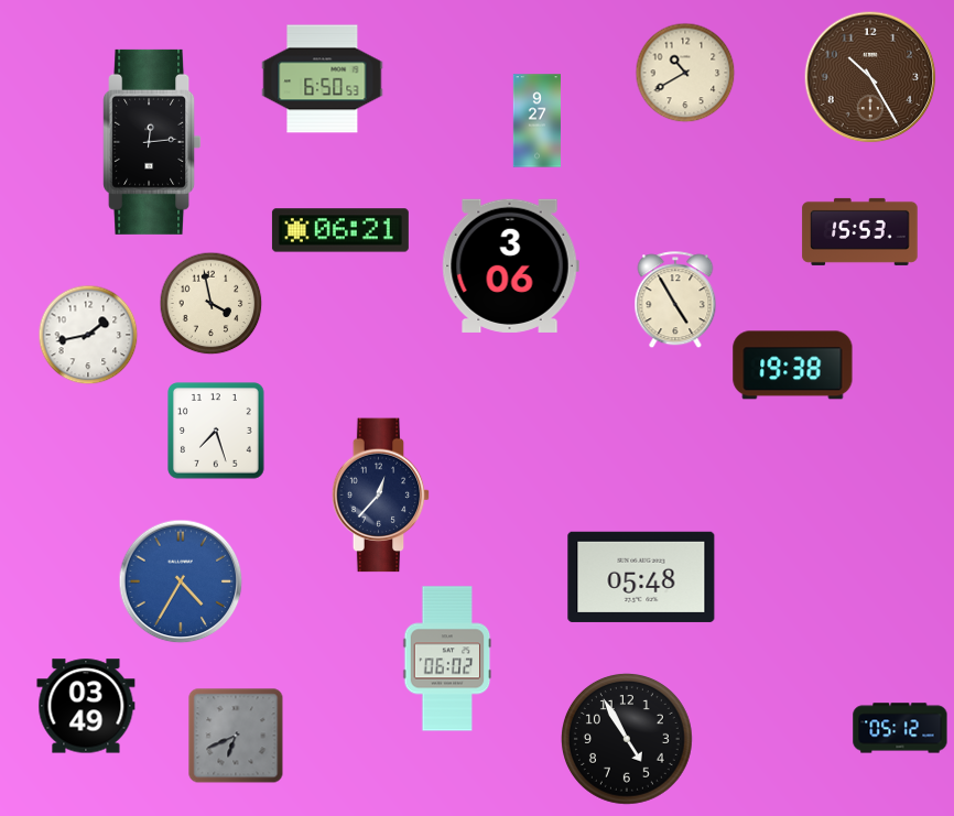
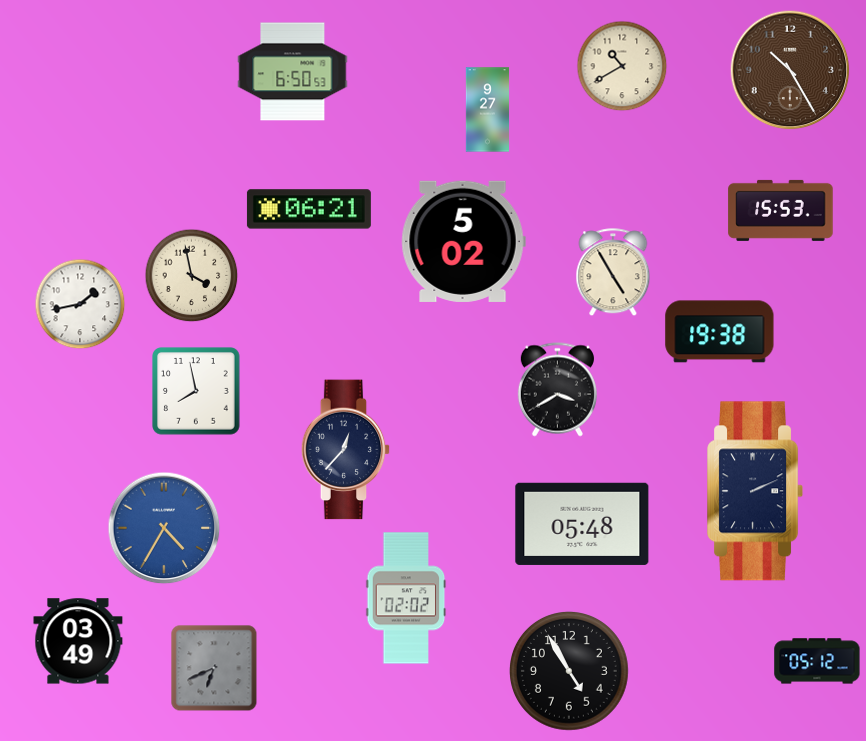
clock at (152, 142): 12:14 -> none
clock at (510, 265): 3:06 -> 5:02
clock at (557, 390): none -> 3:40
clock at (216, 431): 7:27 -> 7:58
clock at (756, 491): none -> 2:11
clock at (447, 659): 06:02 -> 02:02
